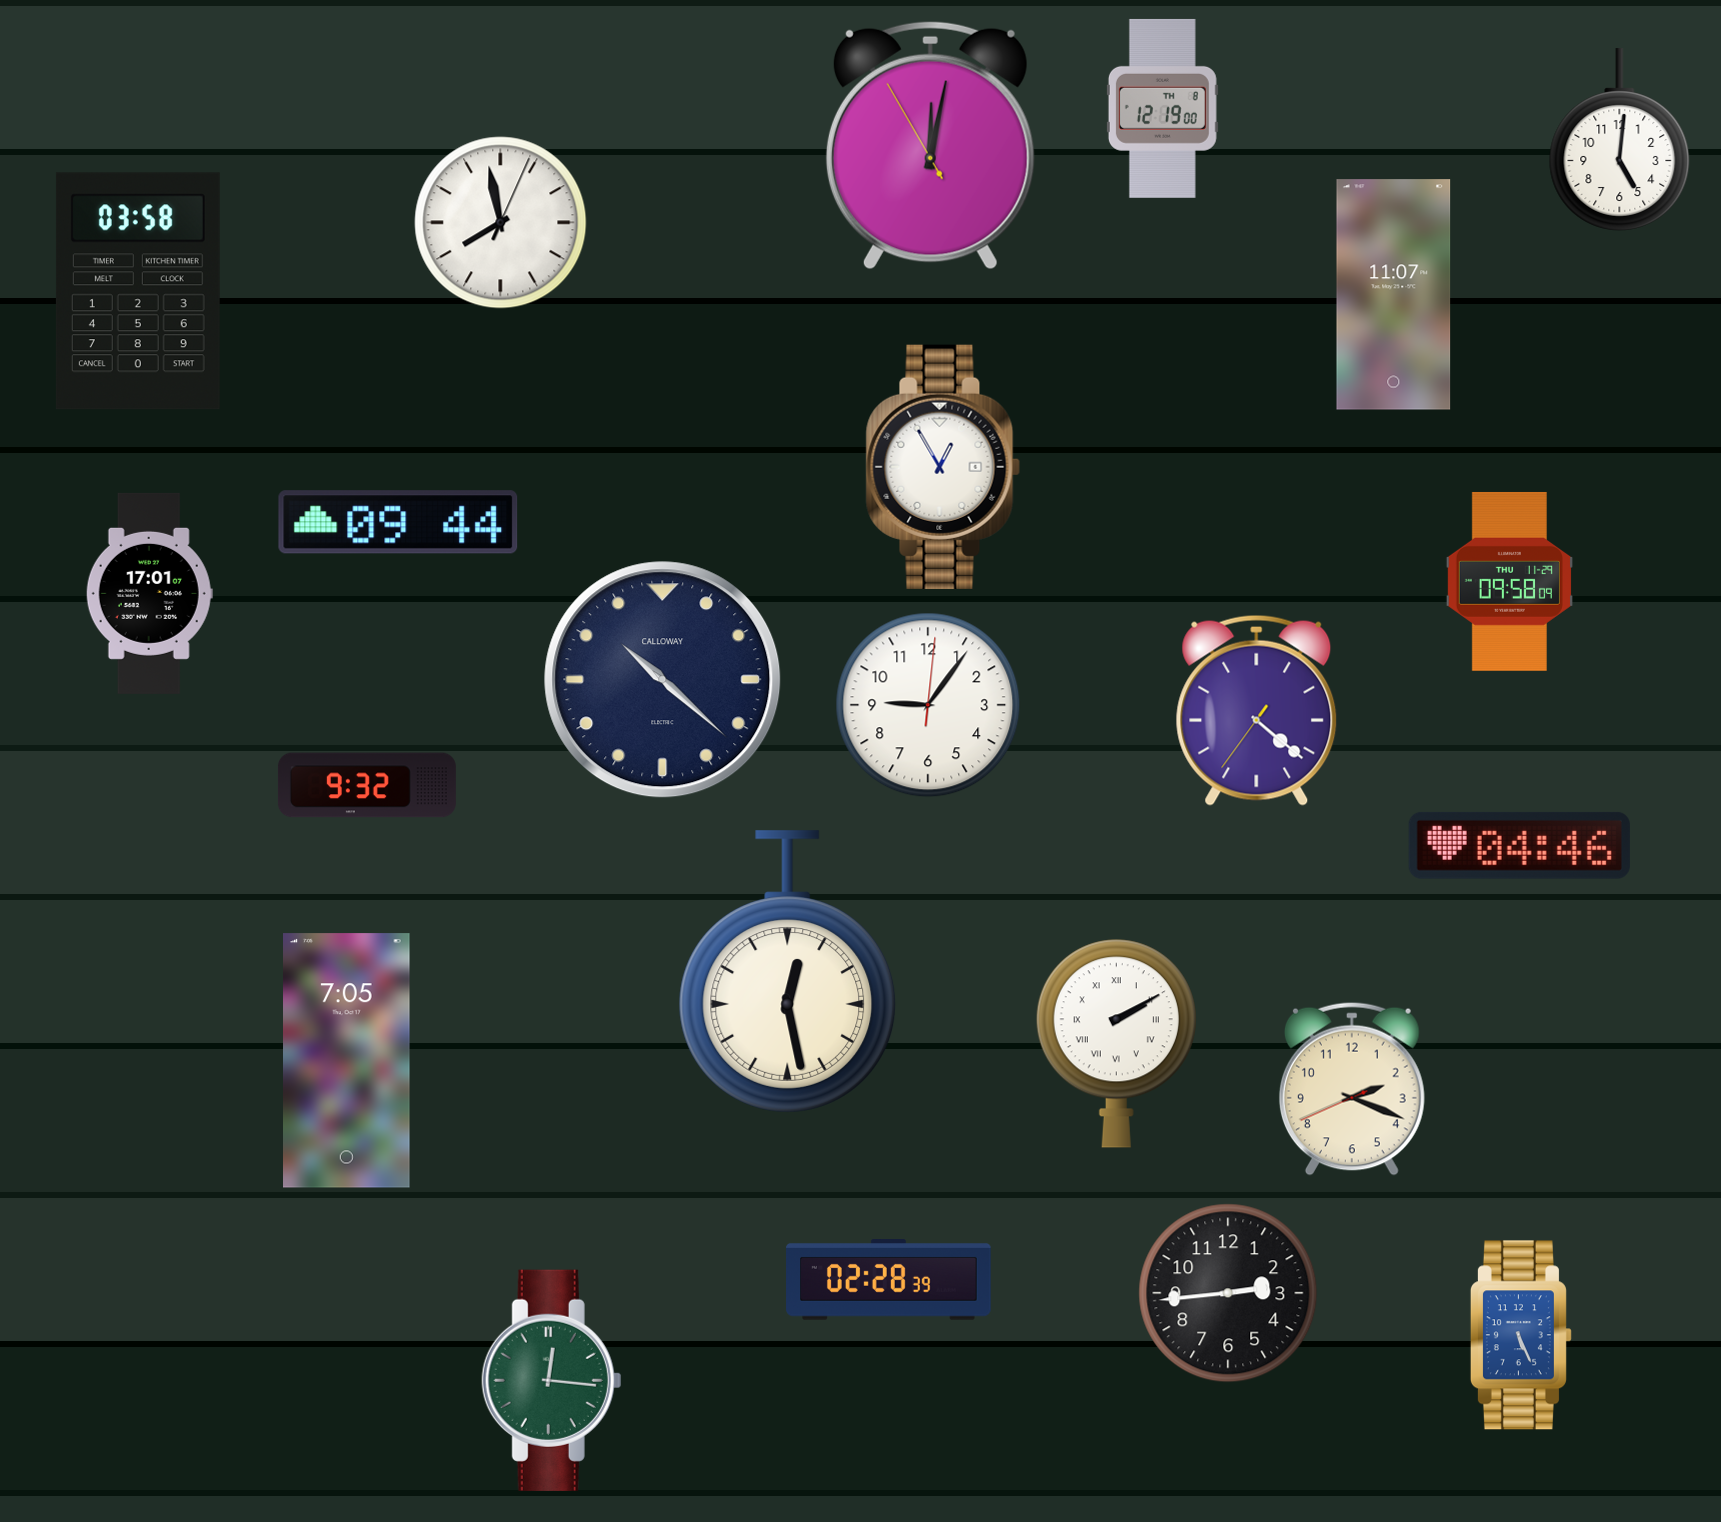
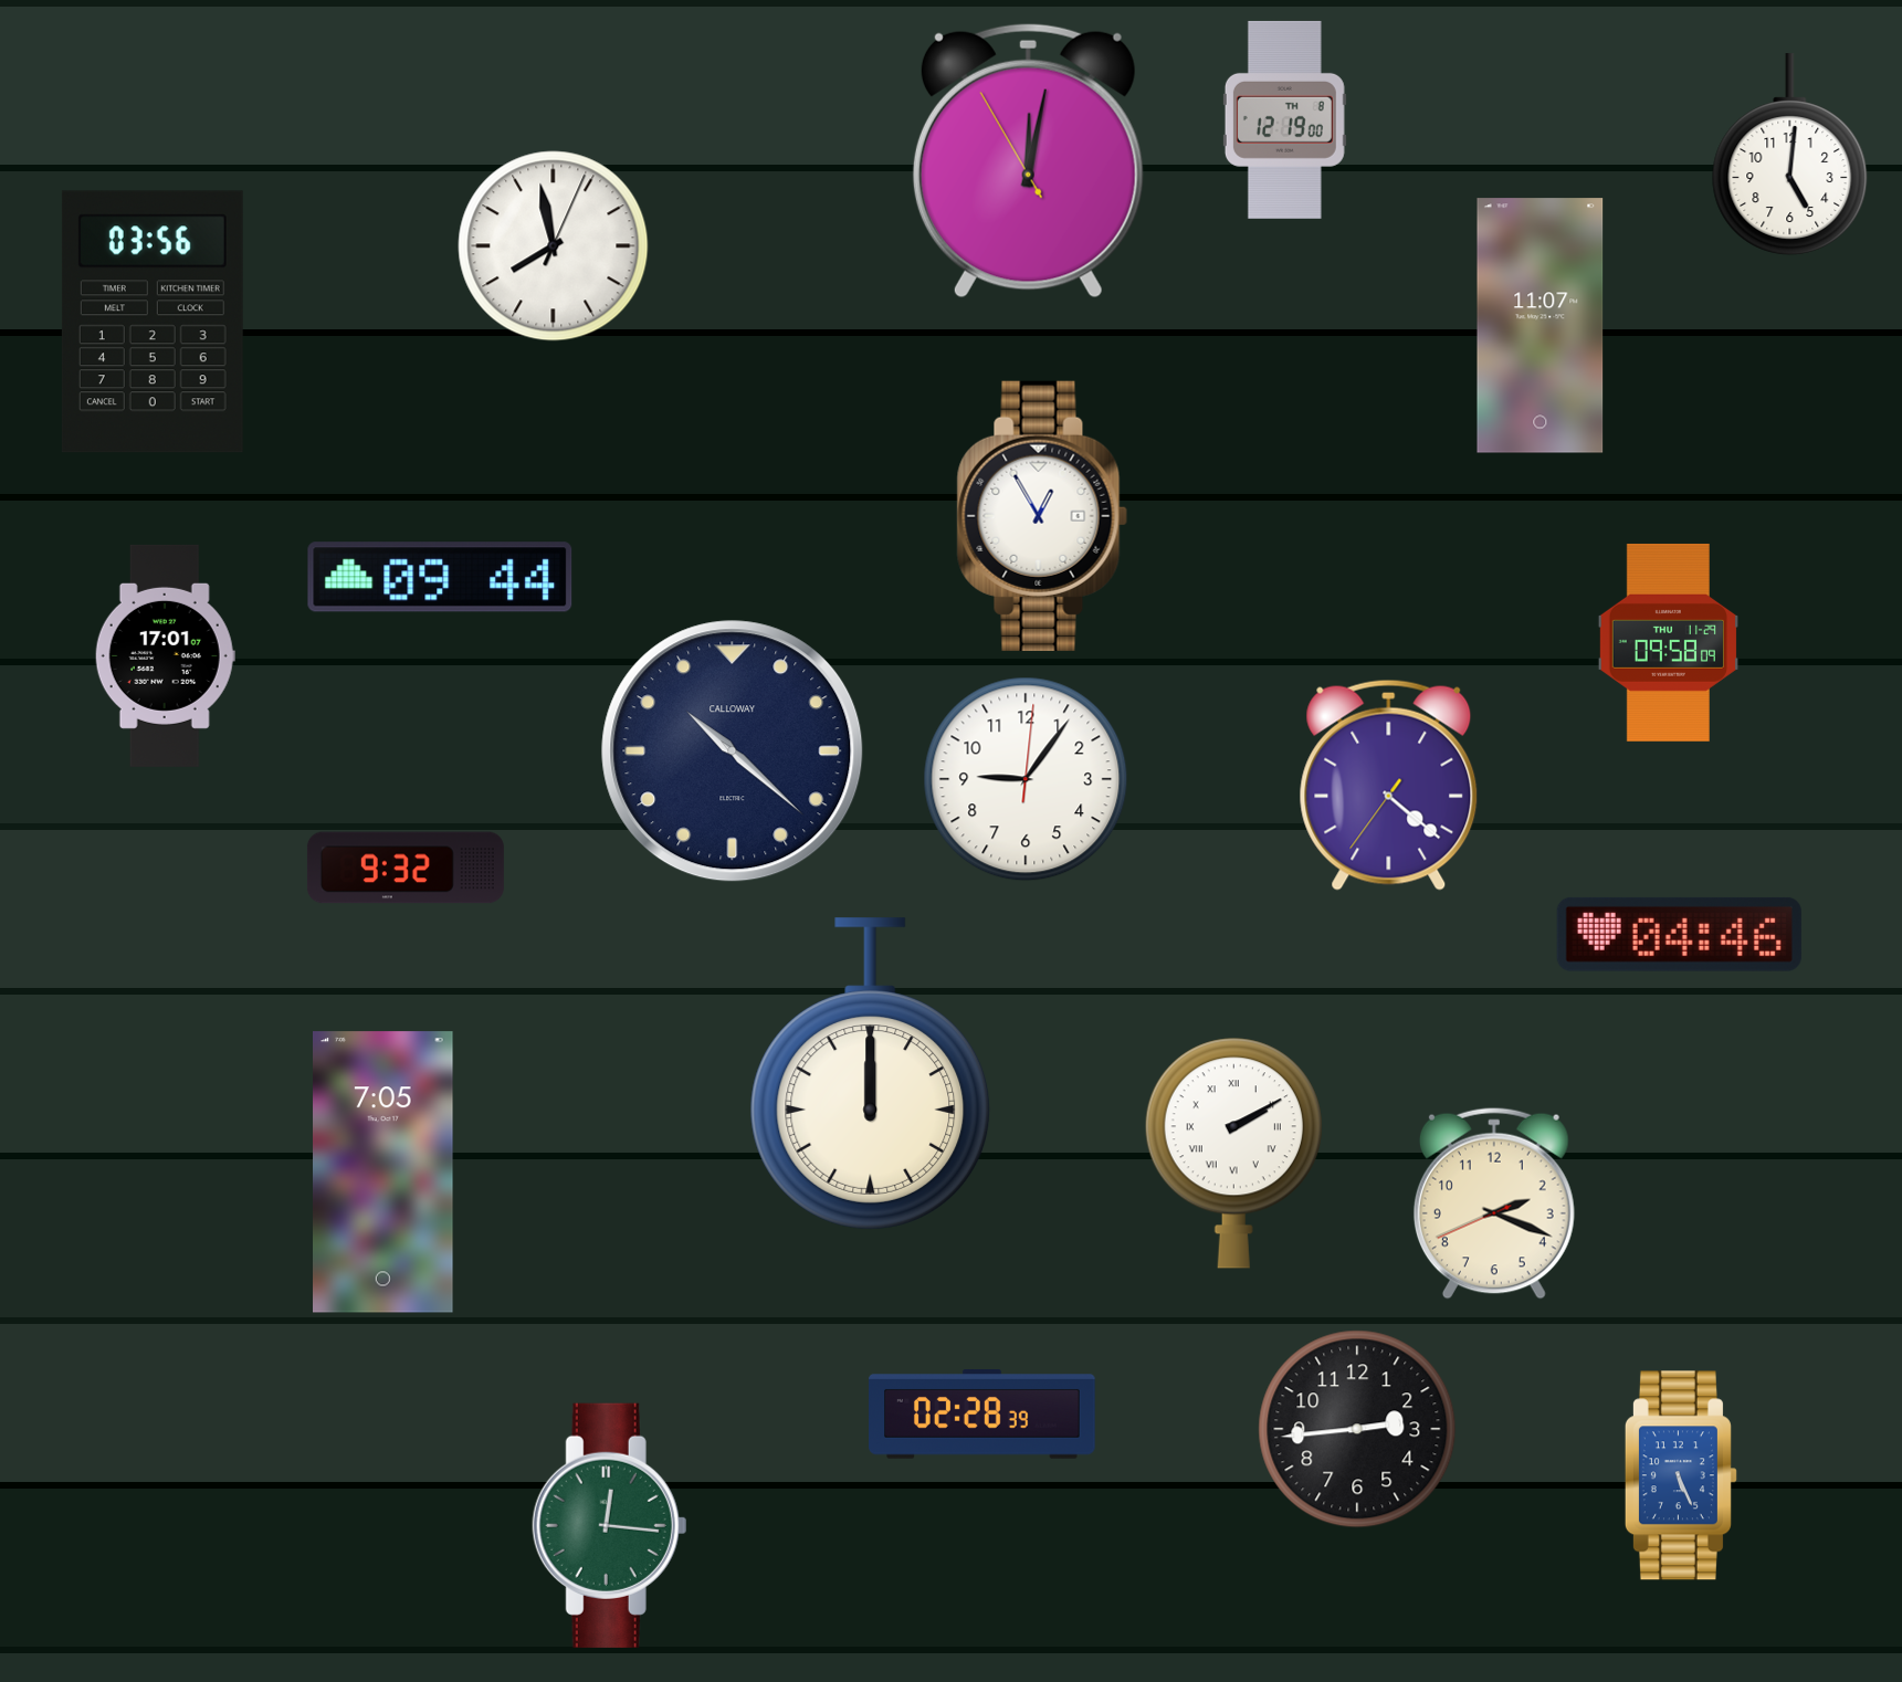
clock at (138, 291): 03:58 -> 03:56
clock at (788, 972): 12:28 -> 12:00
